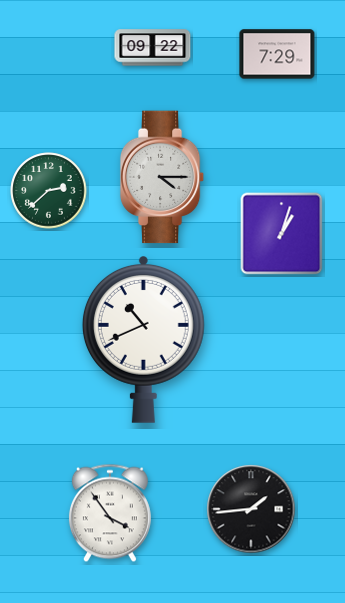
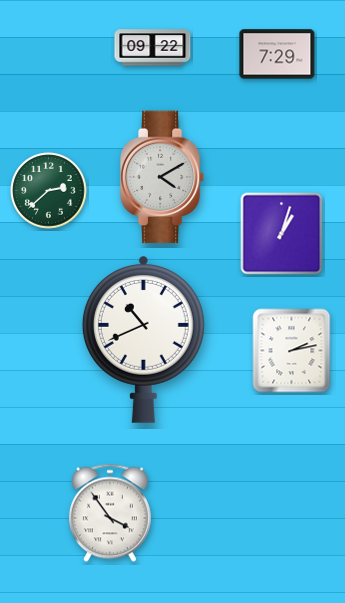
clock at (162, 177): 4:15 -> 4:10
clock at (292, 351): none -> 2:13
clock at (251, 509): 1:44 -> none
